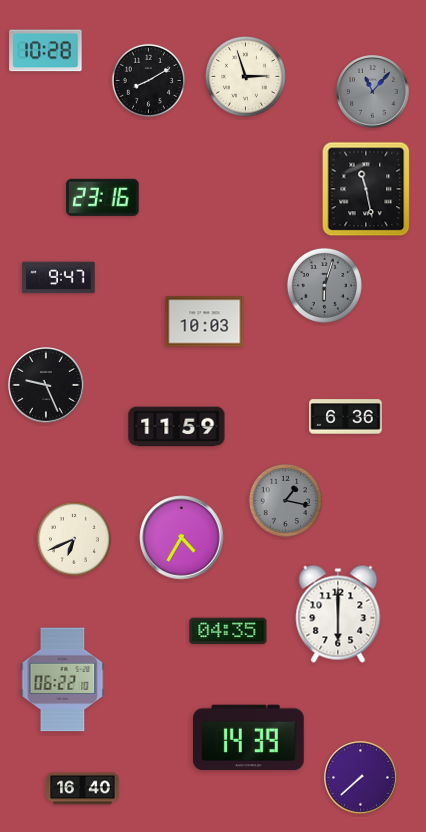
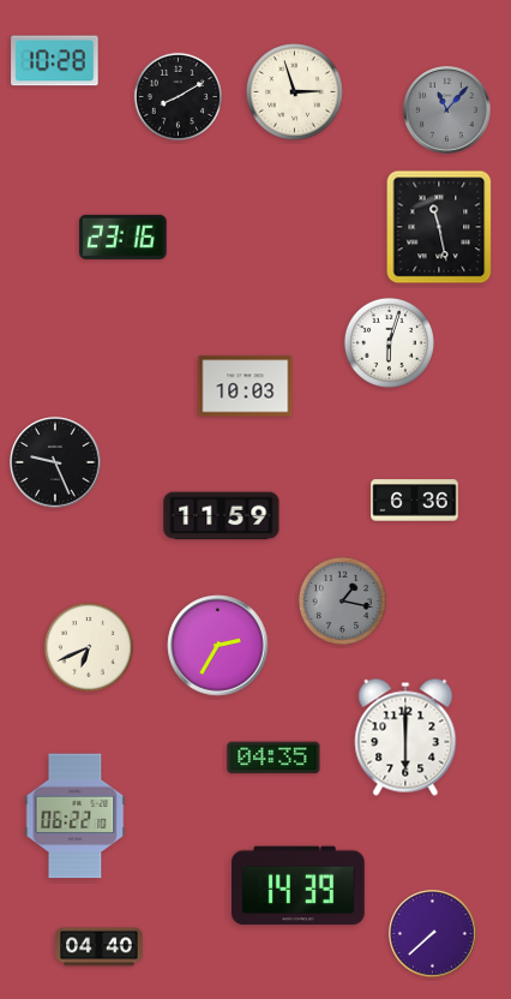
clock at (59, 278): 9:47 -> none
clock at (324, 285) dial: grey -> white
clock at (177, 427) position: (177, 427) -> (222, 516)
clock at (182, 538): 4:35 -> 2:35
clock at (83, 789): 16:40 -> 04:40
